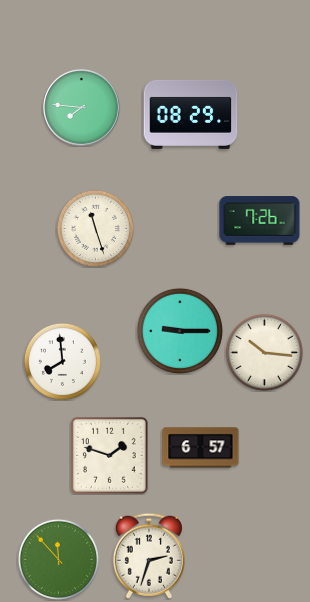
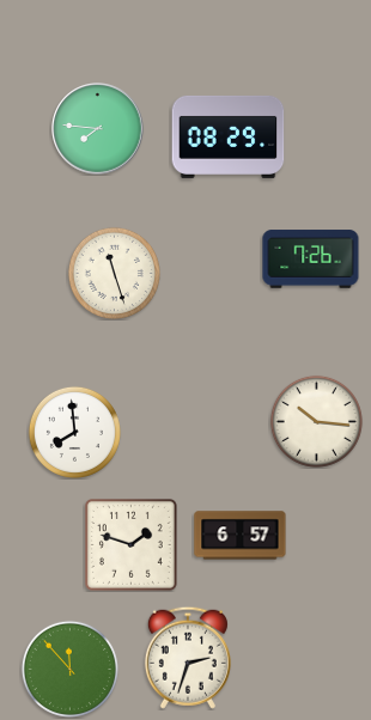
clock at (260, 221) position: (260, 221) -> (311, 260)
clock at (179, 330): 9:15 -> none
clock at (149, 556) position: (149, 556) -> (188, 658)
